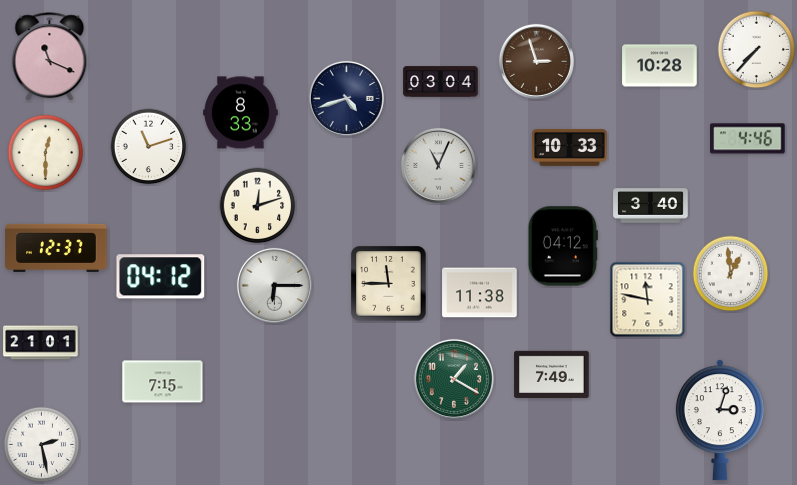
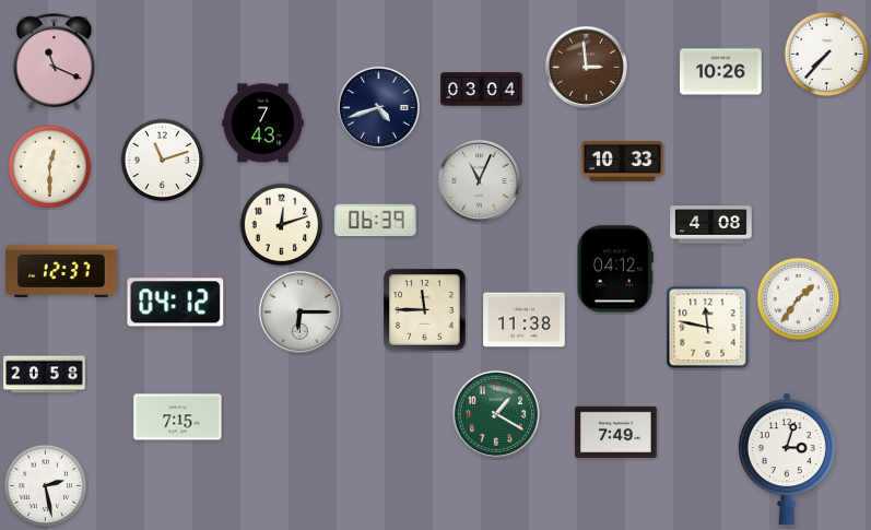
clock at (536, 61): 2:57 -> 2:59
clock at (660, 66): 10:28 -> 10:26
clock at (241, 113): 8:33 -> 7:43
clock at (748, 139): 4:46 -> none
clock at (376, 220): none -> 06:39
clock at (651, 206): 3:40 -> 4:08
clock at (731, 274): 12:59 -> 1:36
clock at (41, 343): 21:01 -> 20:58
clock at (552, 374) position: (552, 374) -> (616, 432)
